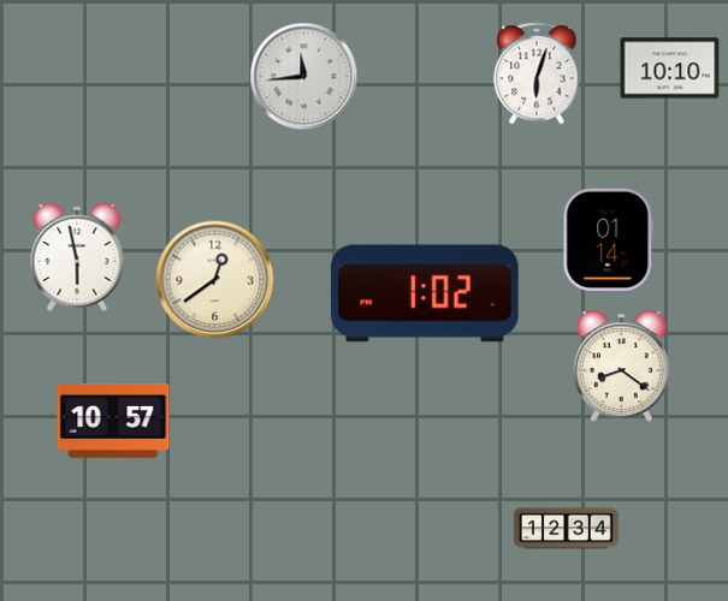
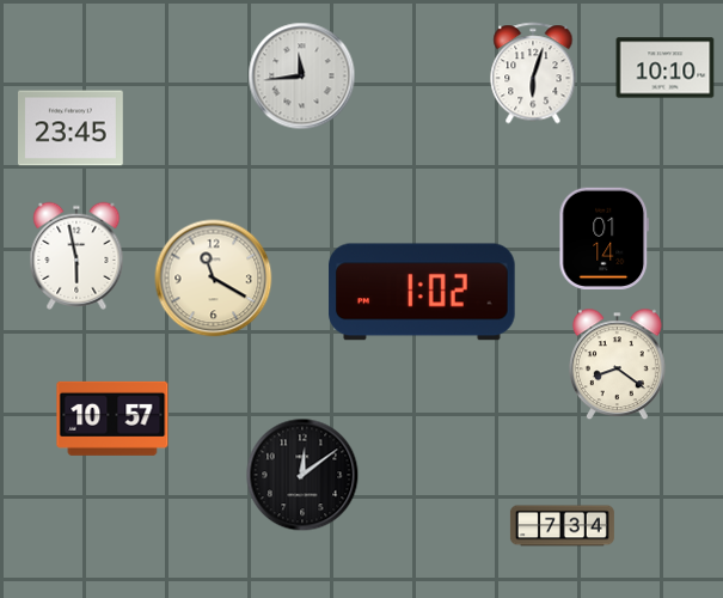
clock at (72, 128): none -> 23:45
clock at (215, 280): 12:39 -> 11:20
clock at (302, 475): none -> 12:09
clock at (566, 529): 12:34 -> 7:34
